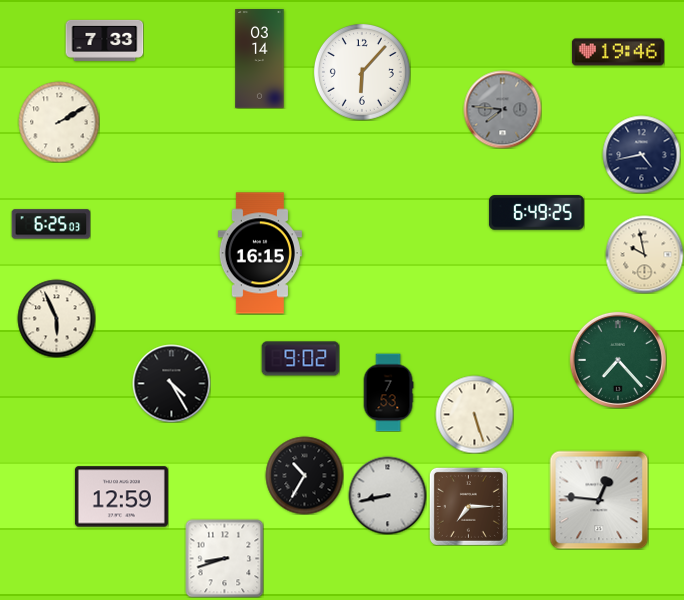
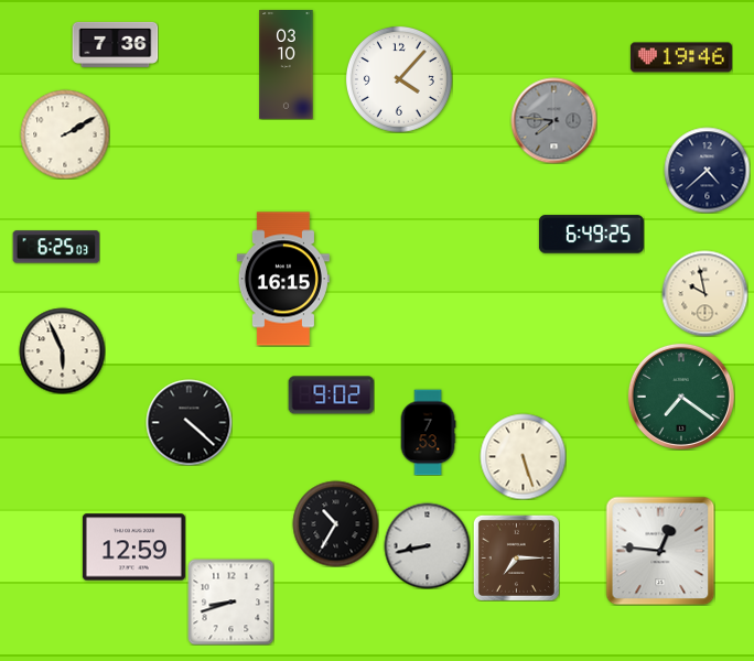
clock at (104, 40): 7:33 -> 7:36
clock at (260, 59): 03:14 -> 03:10
clock at (362, 72): 6:07 -> 4:07
clock at (641, 154): 4:43 -> 4:38
clock at (260, 253) position: (260, 253) -> (283, 279)
clock at (644, 254) position: (644, 254) -> (704, 293)
clock at (618, 360): 7:23 -> 7:21
clock at (171, 383): 4:25 -> 4:22
clock at (224, 558) position: (224, 558) -> (230, 602)
